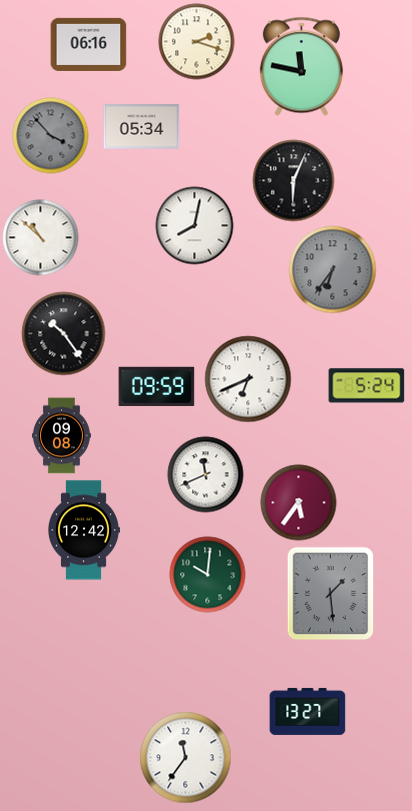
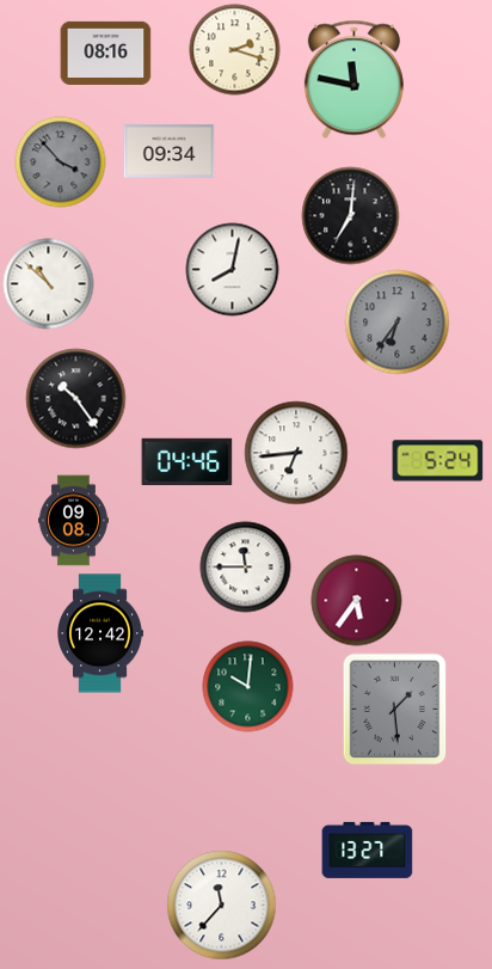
clock at (89, 44): 06:16 -> 08:16
clock at (301, 67) position: (301, 67) -> (353, 80)
clock at (142, 127): 05:34 -> 09:34
clock at (294, 181): 6:04 -> 7:01
clock at (248, 379): 6:41 -> 6:44
clock at (157, 387): 09:59 -> 04:46
clock at (206, 475): 11:41 -> 11:45
clock at (186, 758): 11:36 -> 11:37
